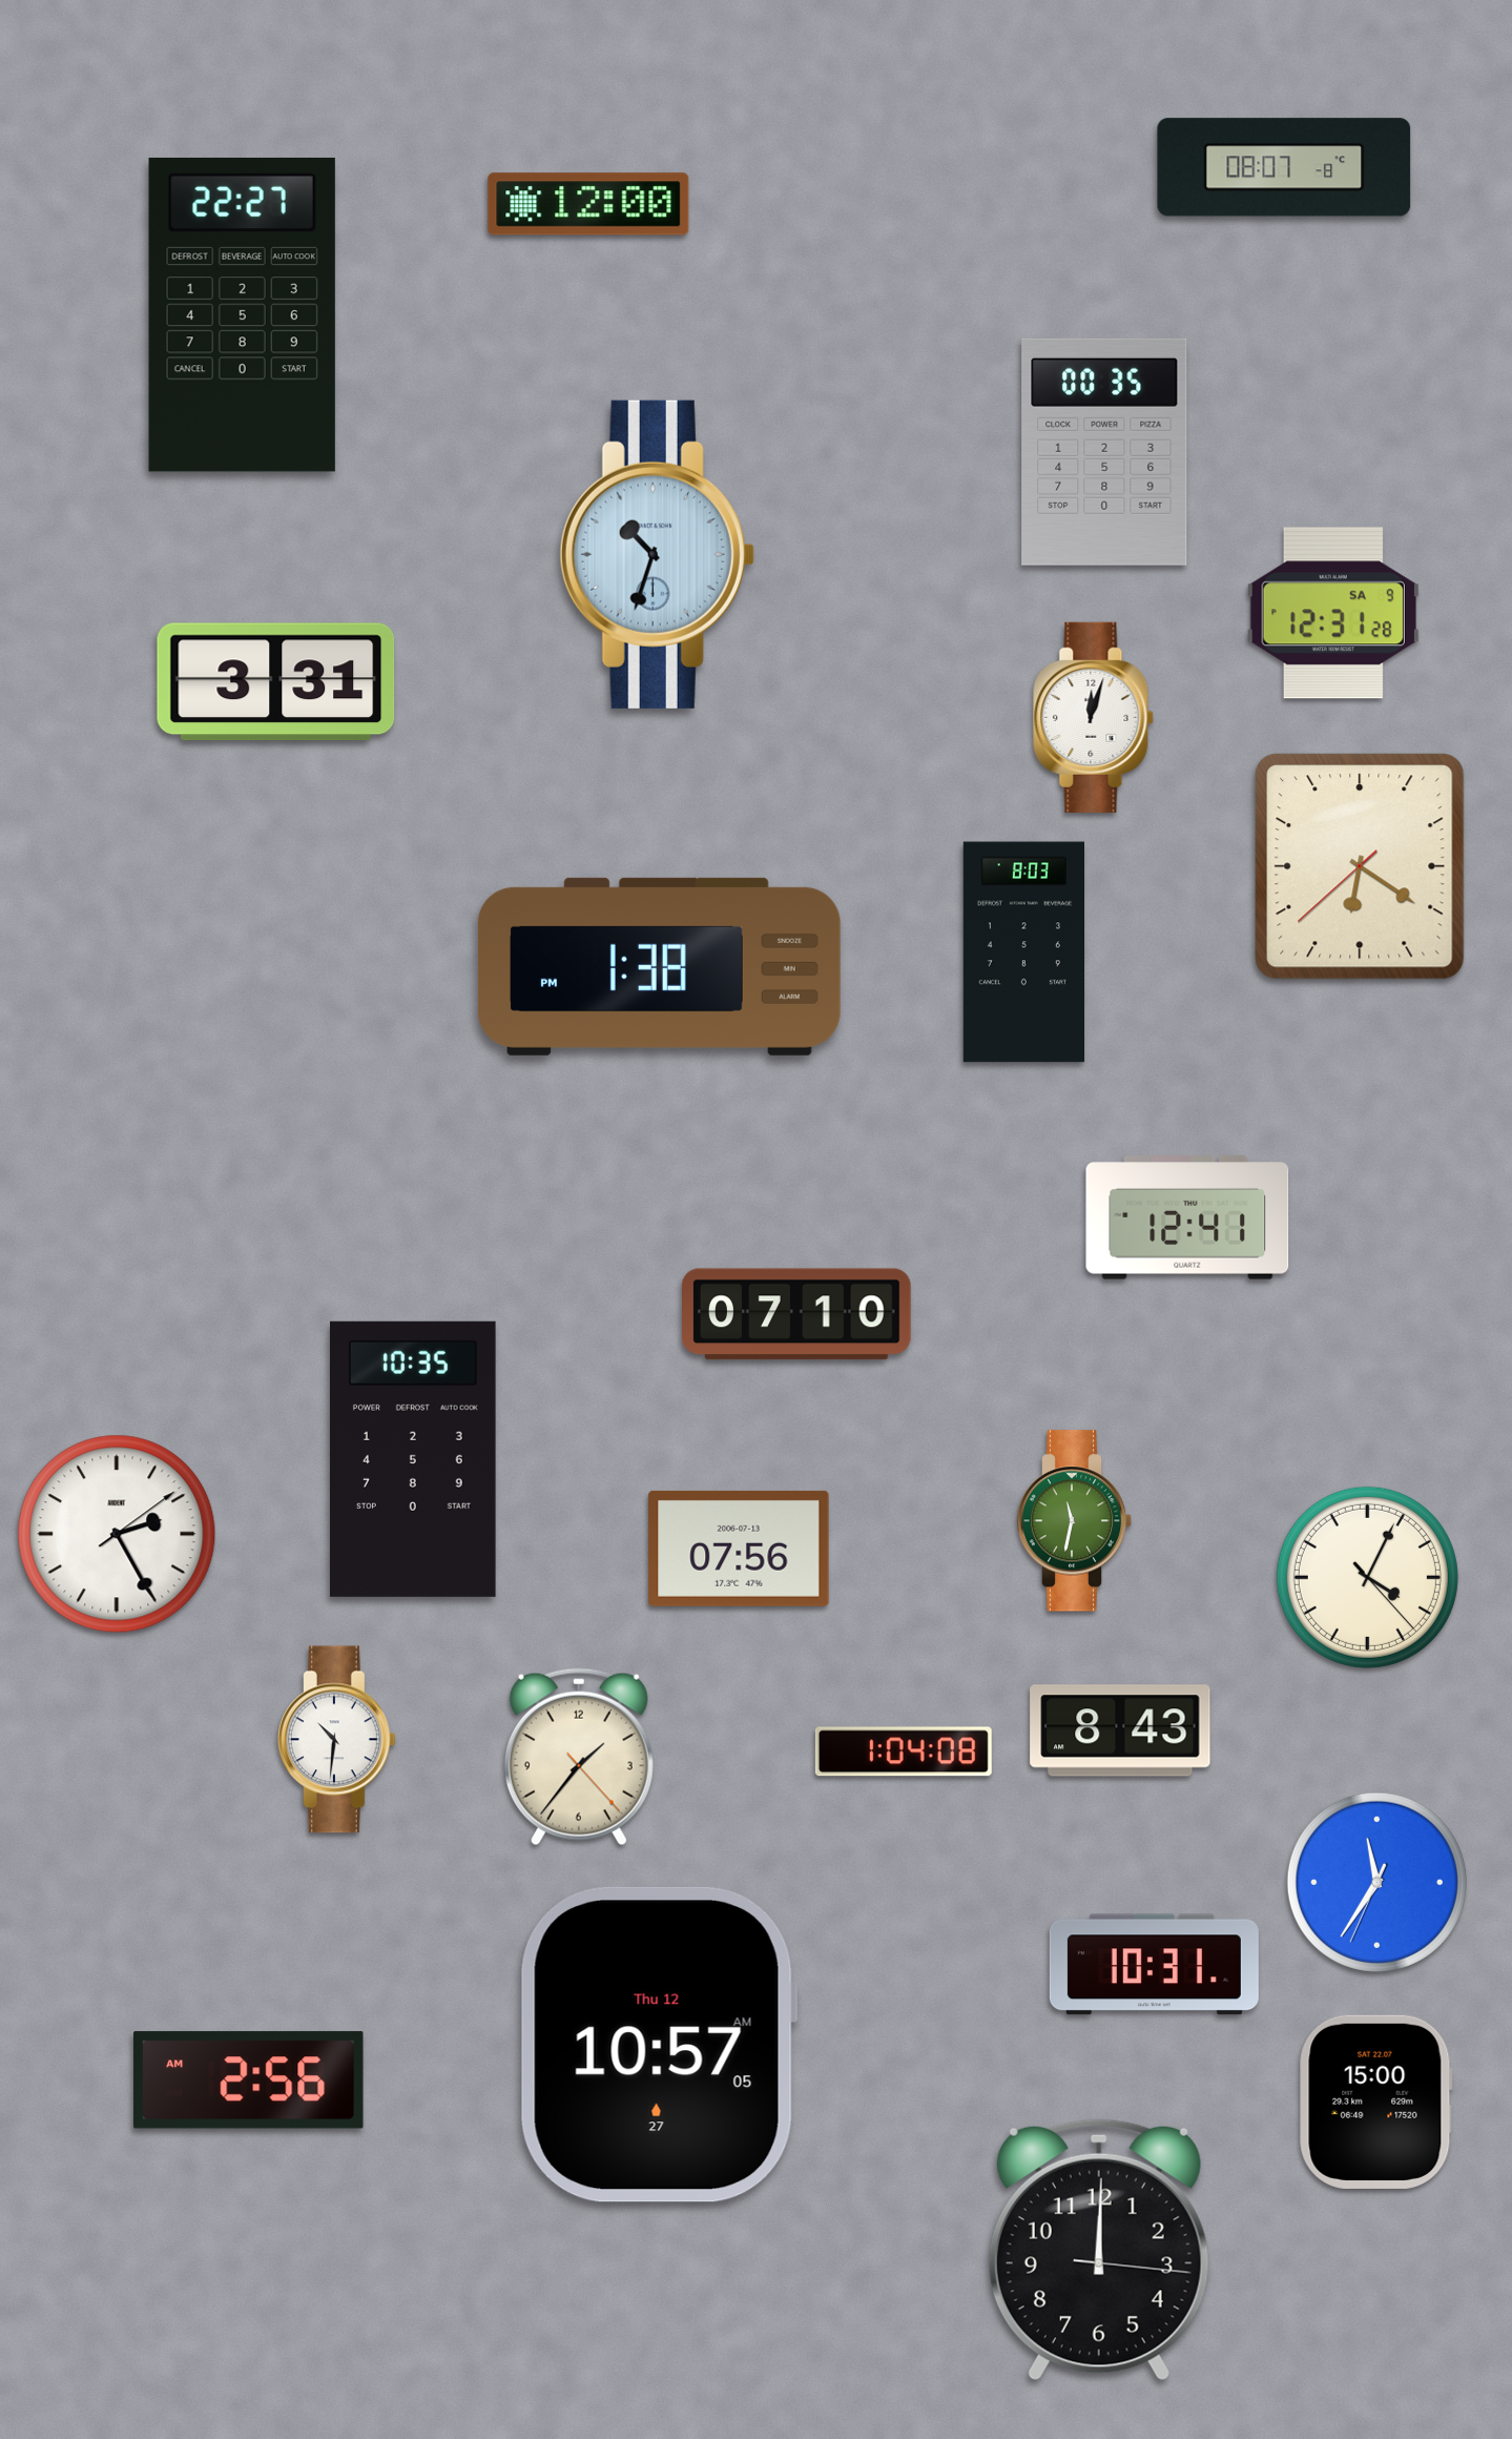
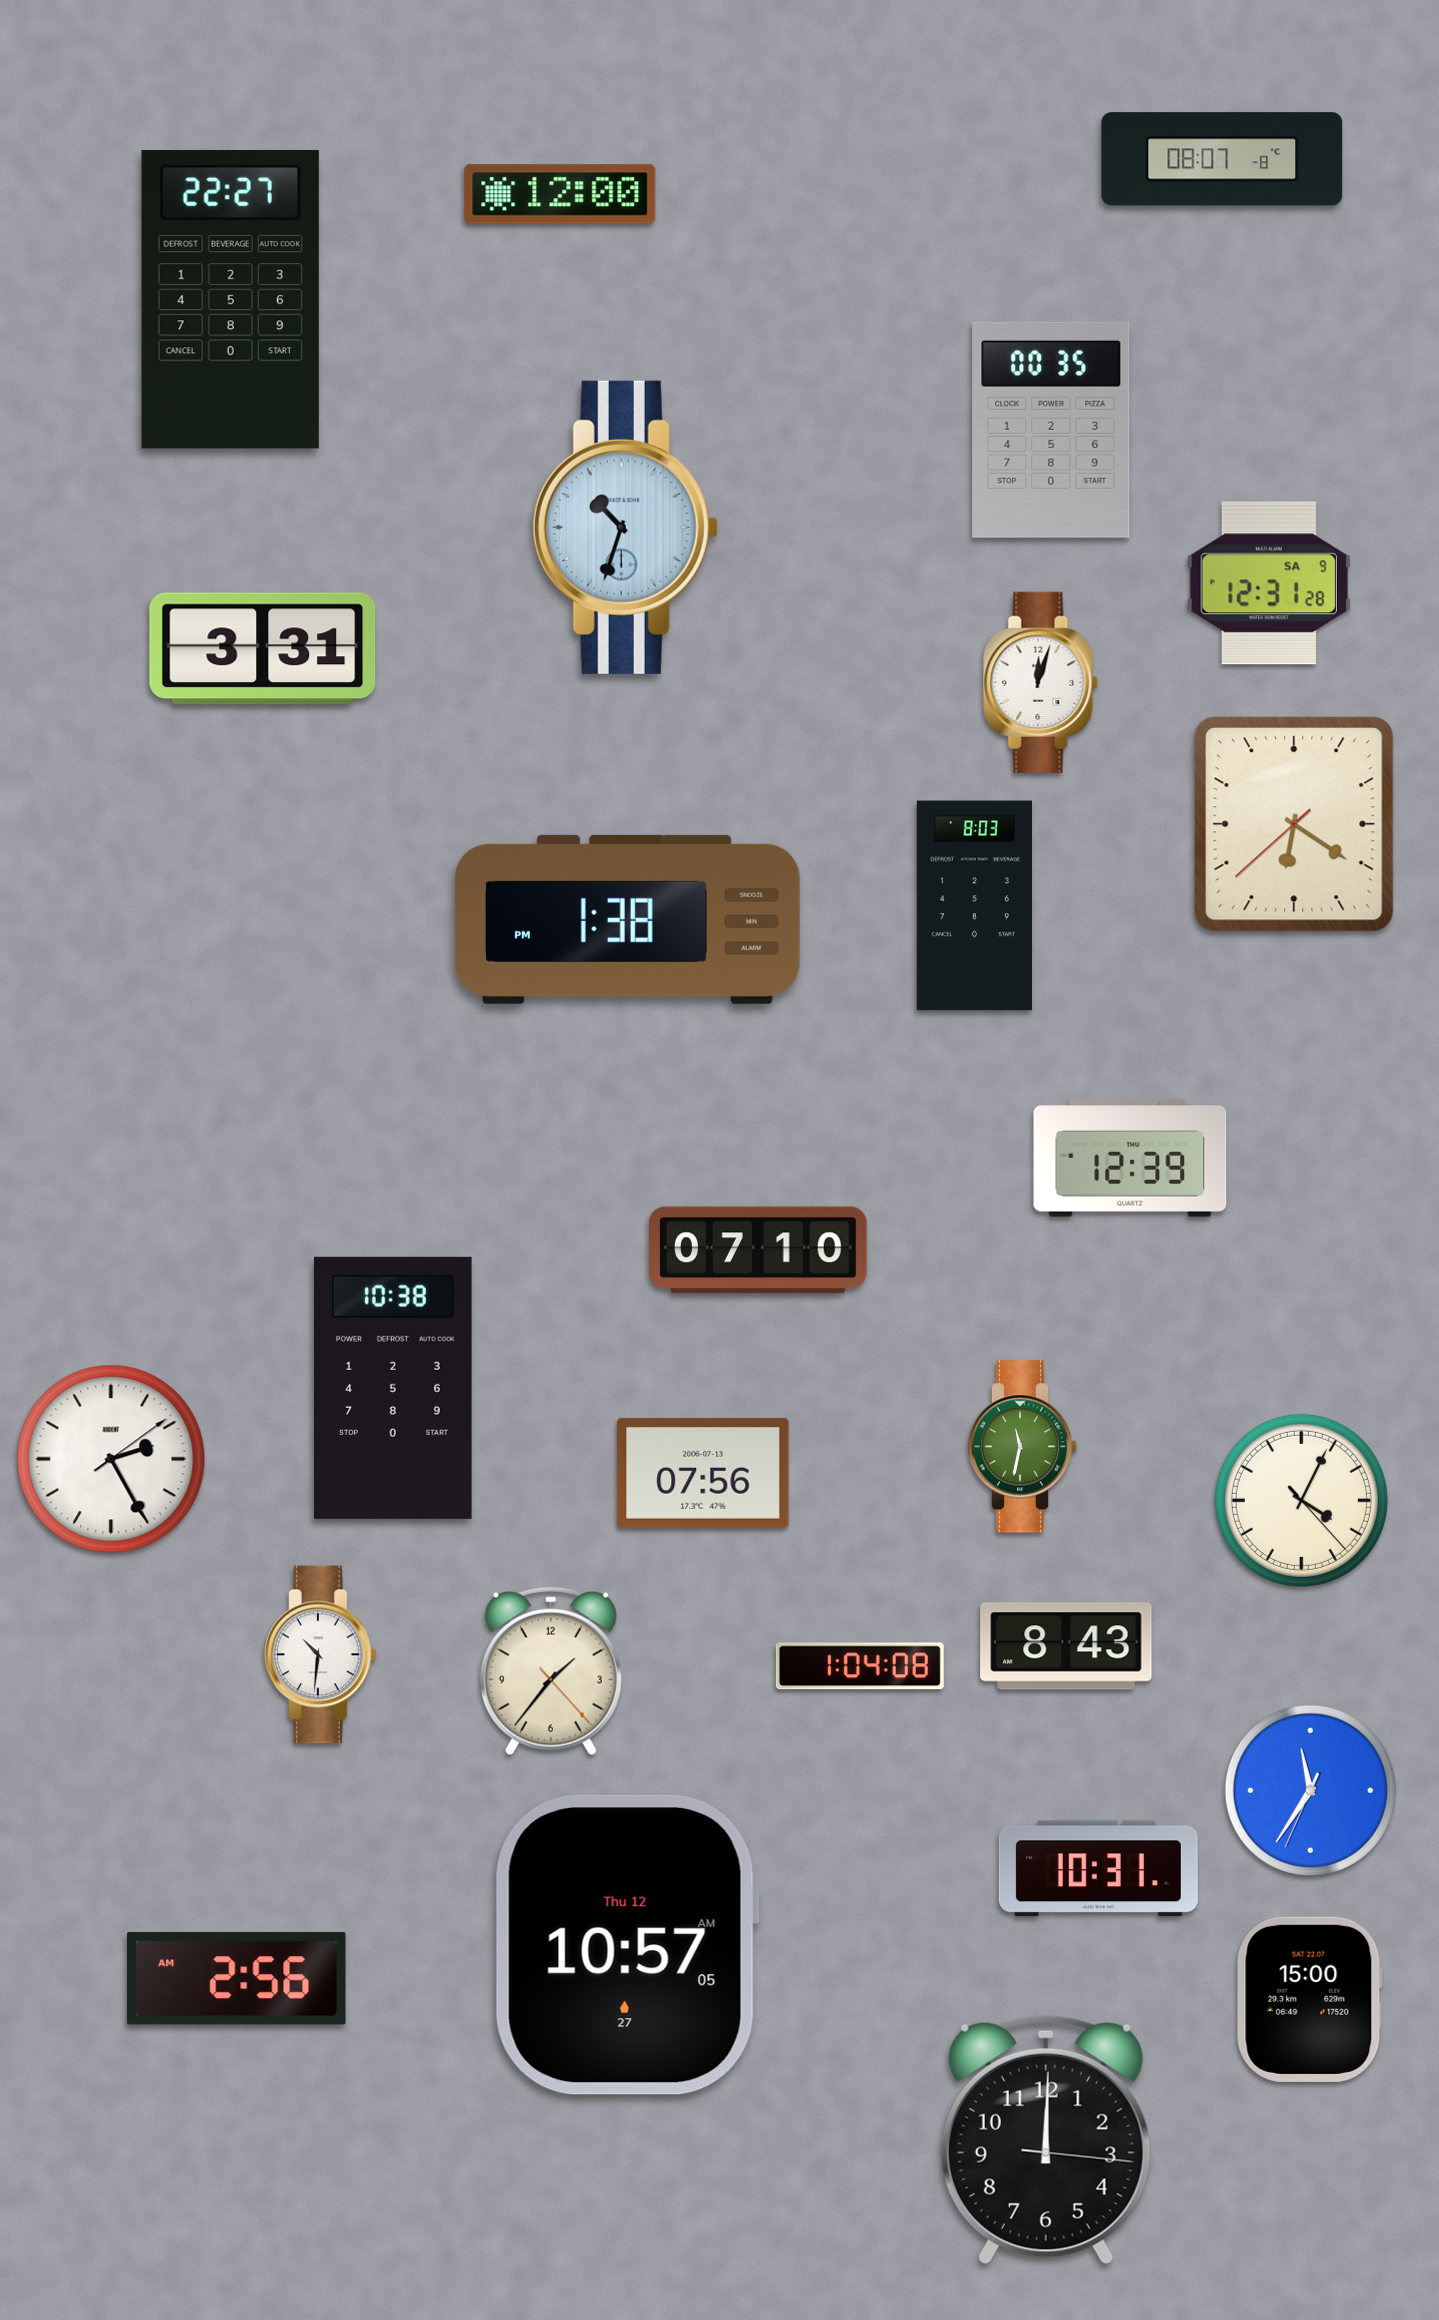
clock at (1187, 1217): 12:41 -> 12:39
clock at (414, 1459): 10:35 -> 10:38
